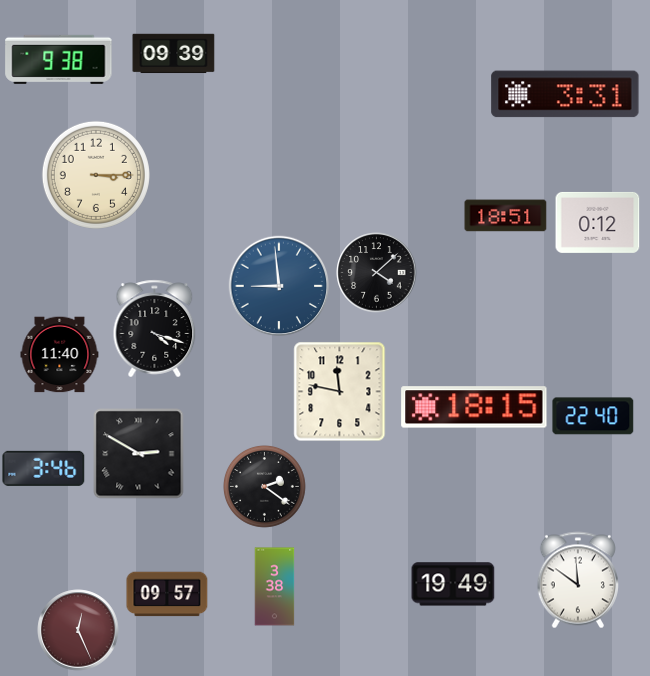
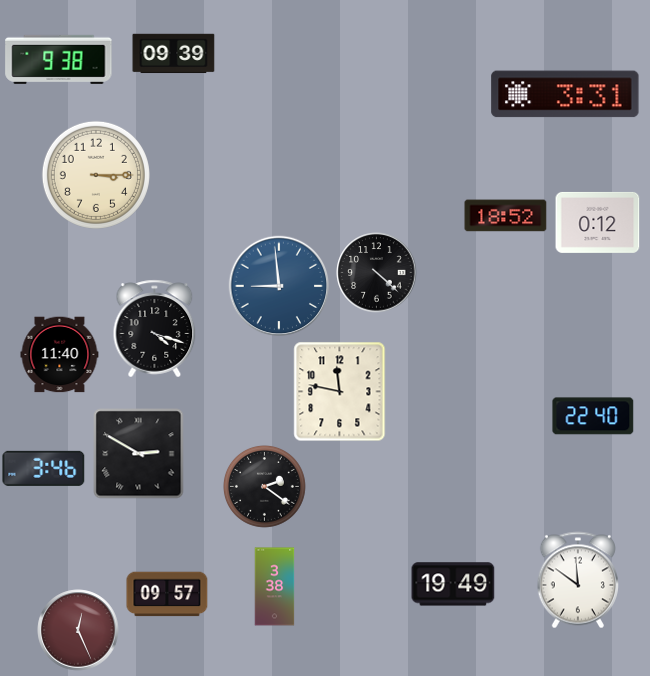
clock at (506, 216): 18:51 -> 18:52
clock at (377, 273): 4:08 -> 4:22
clock at (474, 407): 18:15 -> none
